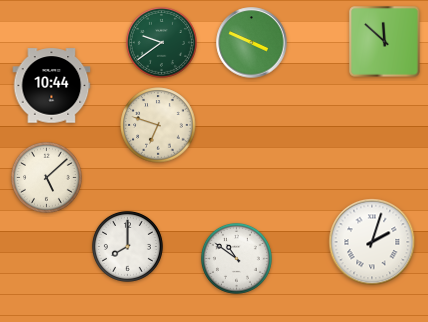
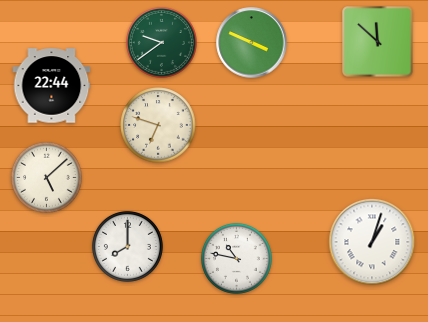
clock at (385, 42) position: (385, 42) -> (378, 42)
clock at (52, 86): 10:44 -> 22:44
clock at (372, 242): 2:03 -> 1:03
clock at (236, 258): 10:51 -> 10:47
